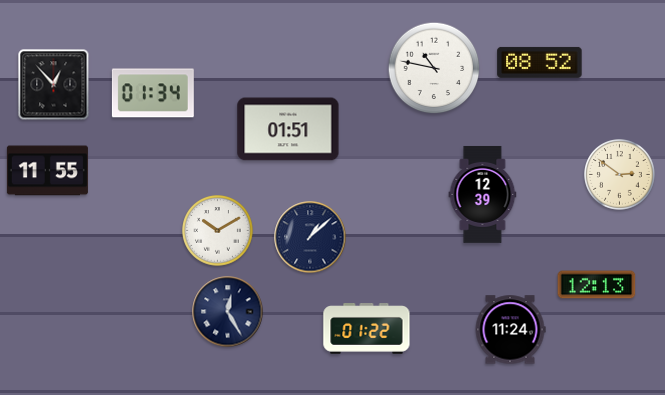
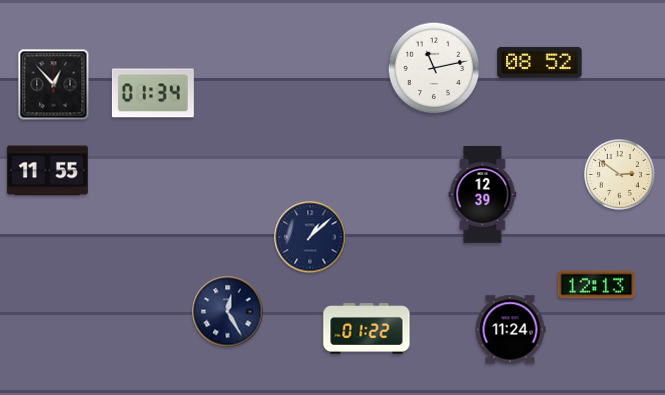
clock at (434, 68): 10:47 -> 11:13
clock at (288, 129): 01:51 -> none
clock at (218, 231): 10:10 -> none
